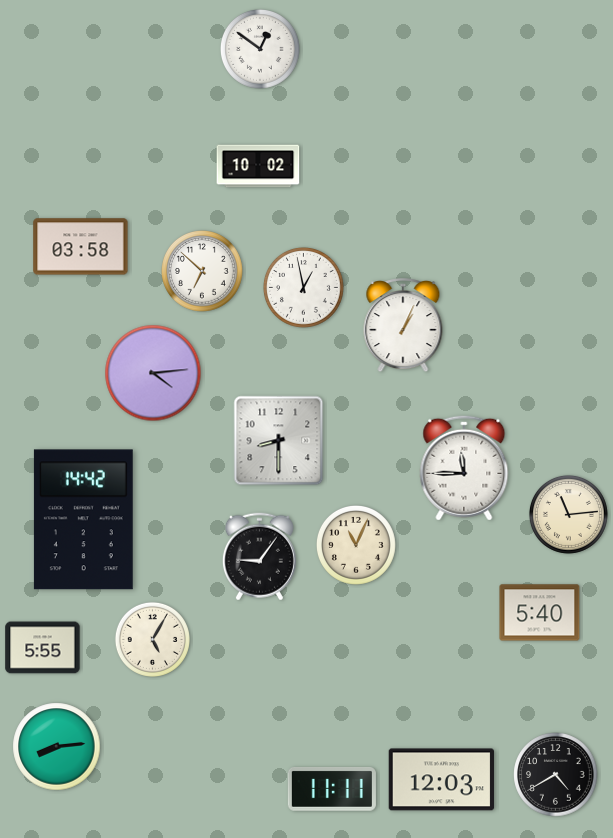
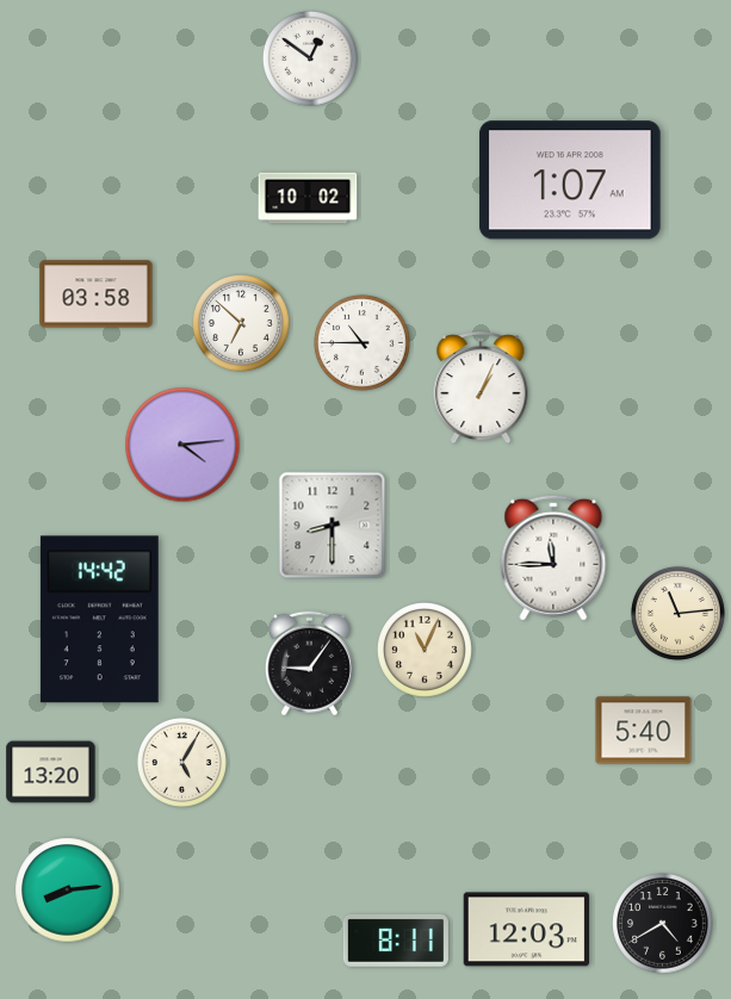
clock at (570, 180): none -> 1:07
clock at (304, 288): 12:58 -> 10:45
clock at (43, 648): 5:55 -> 13:20
clock at (332, 790): 11:11 -> 8:11
